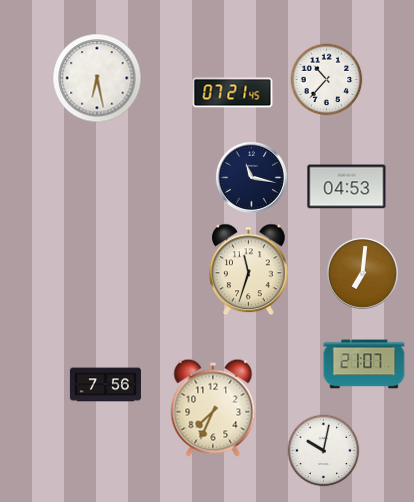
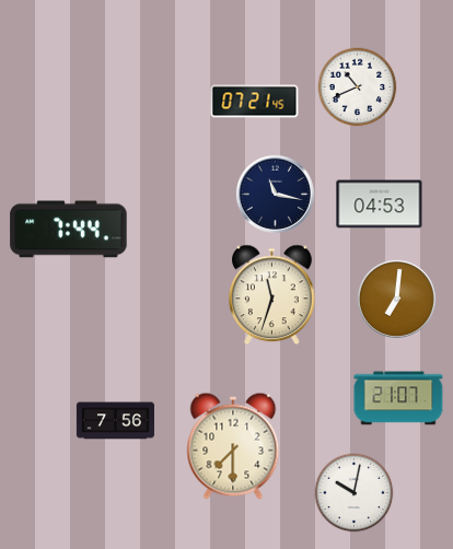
clock at (97, 78): 6:28 -> none
clock at (327, 80): 10:37 -> 10:41
clock at (69, 230): none -> 7:44
clock at (213, 408): 7:34 -> 7:30
